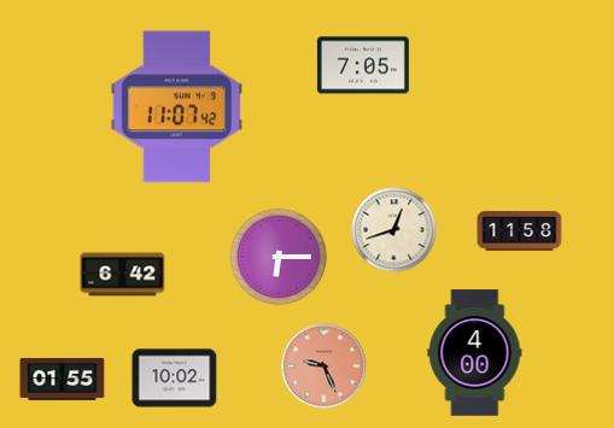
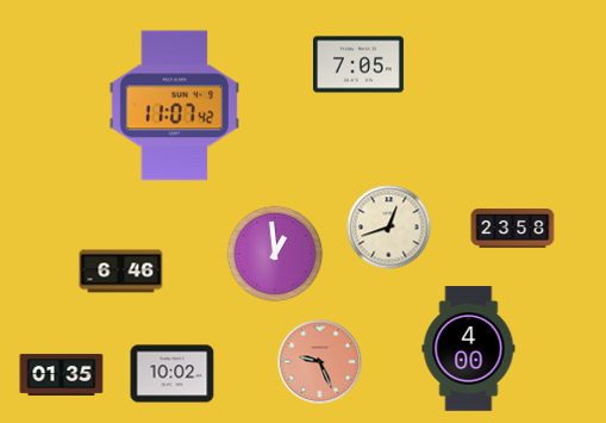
clock at (520, 231): 11:58 -> 23:58
clock at (279, 257): 6:15 -> 12:59
clock at (123, 275): 6:42 -> 6:46
clock at (63, 379): 01:55 -> 01:35
